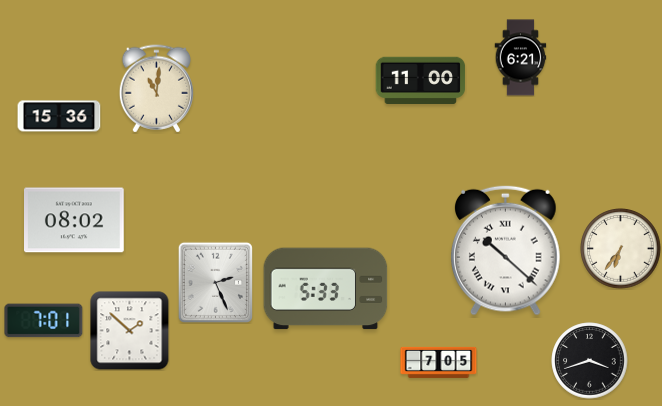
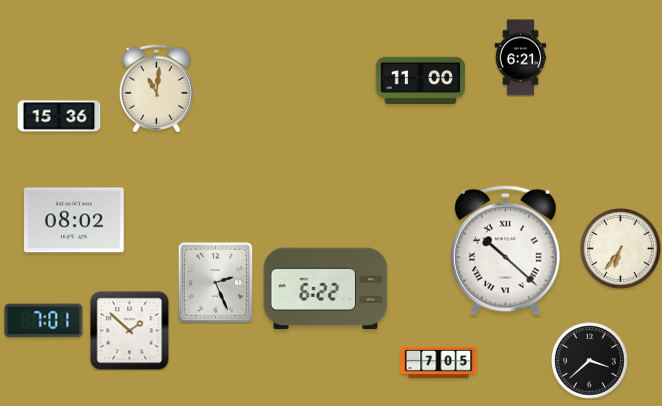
clock at (326, 289): 5:33 -> 6:22
clock at (590, 361): 3:42 -> 3:38
